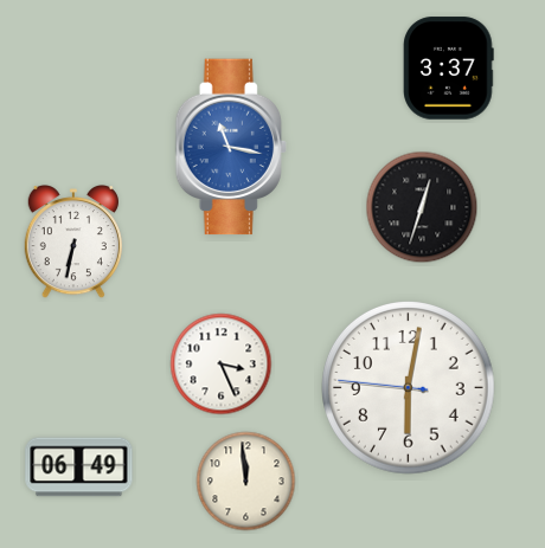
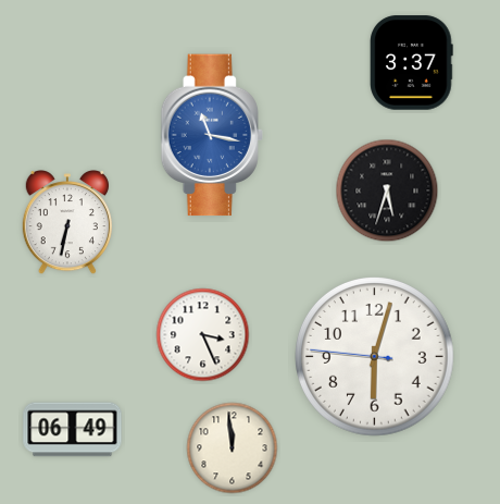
clock at (422, 207): 12:33 -> 5:33
clock at (409, 388): 6:01 -> 6:02
clock at (246, 482) position: (246, 482) -> (233, 448)
